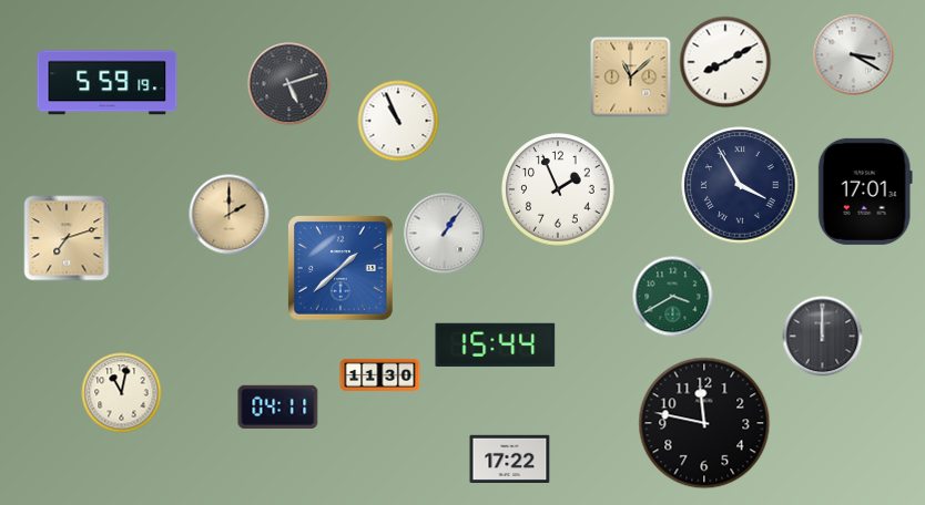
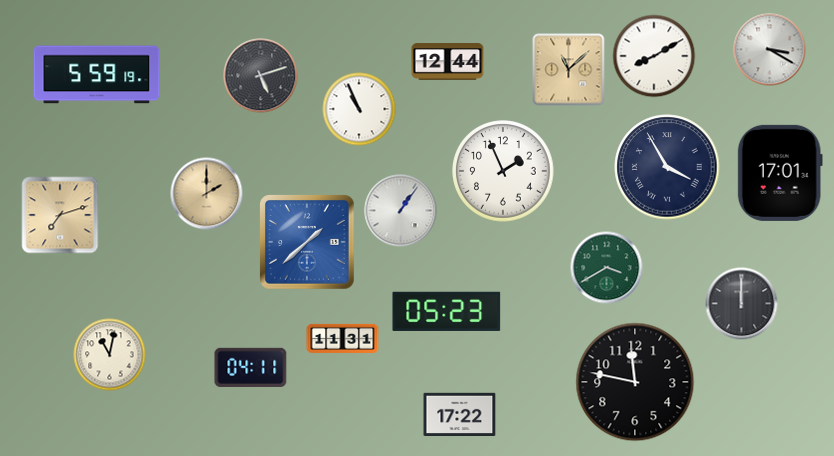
clock at (448, 62): none -> 12:44
clock at (496, 344): 15:44 -> 05:23
clock at (380, 374): 11:30 -> 11:31
